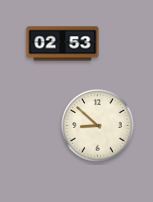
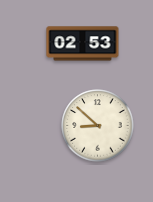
clock at (63, 44) position: (63, 44) -> (83, 44)
